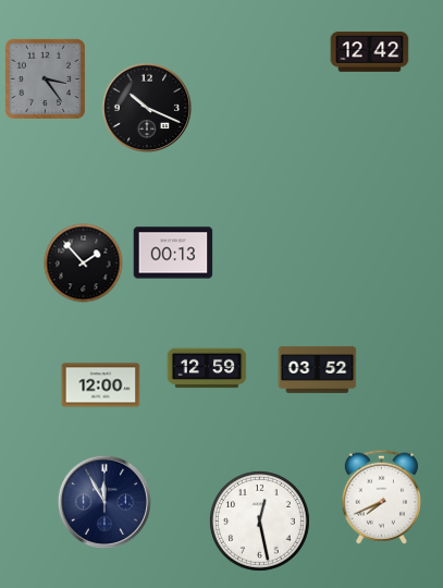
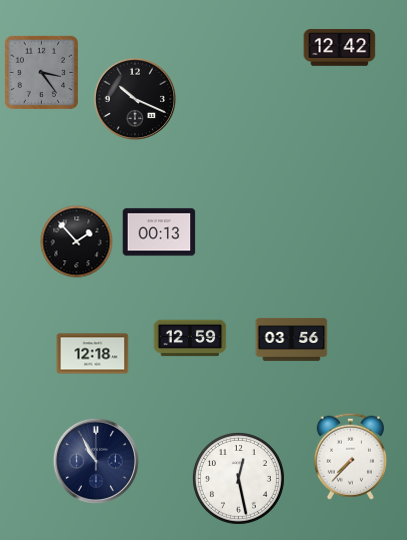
clock at (318, 369): 03:52 -> 03:56
clock at (101, 385): 12:00 -> 12:18
clock at (381, 497): 7:41 -> 7:37
clock at (104, 502): 11:55 -> 10:55
